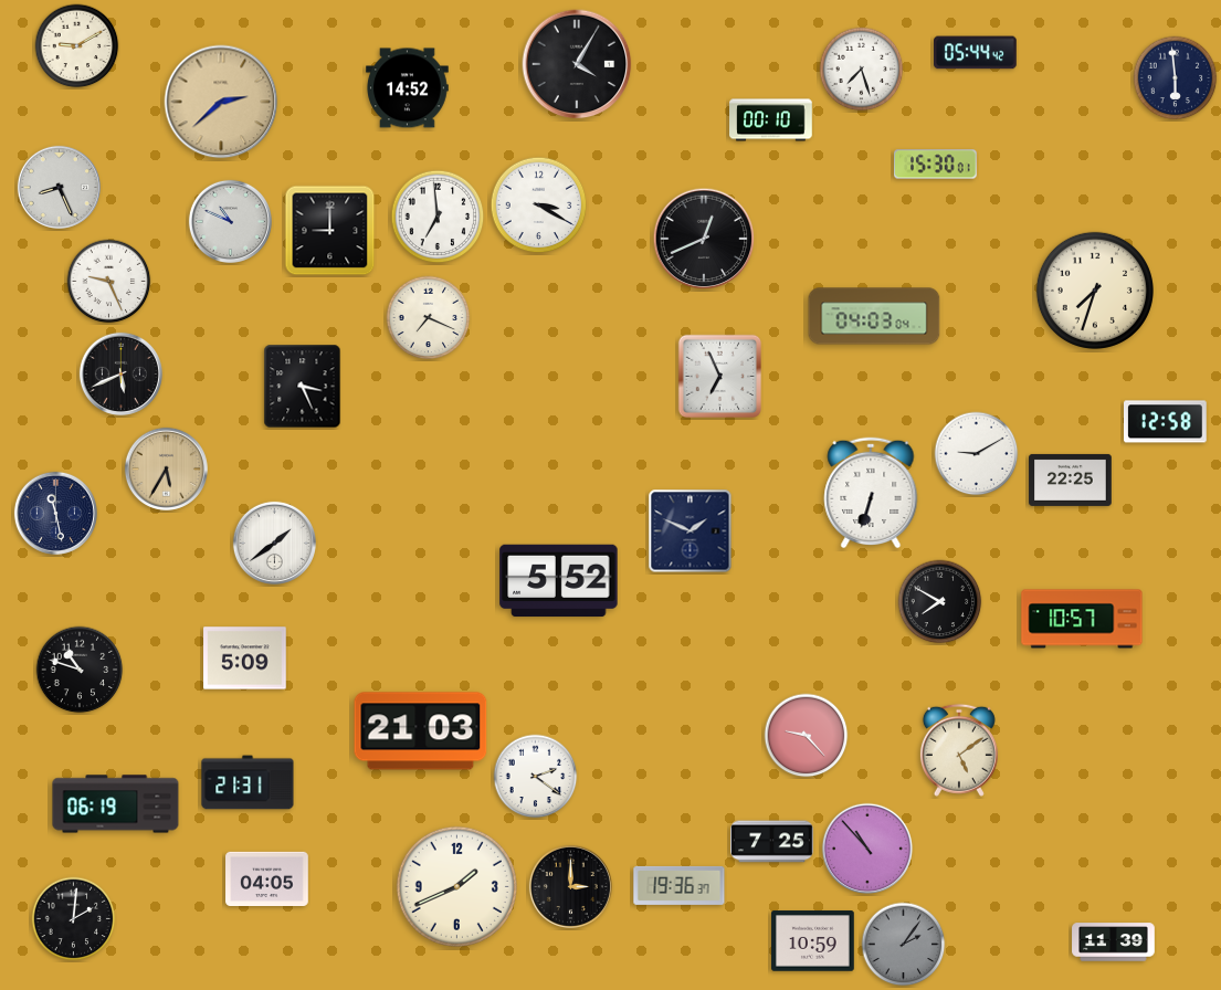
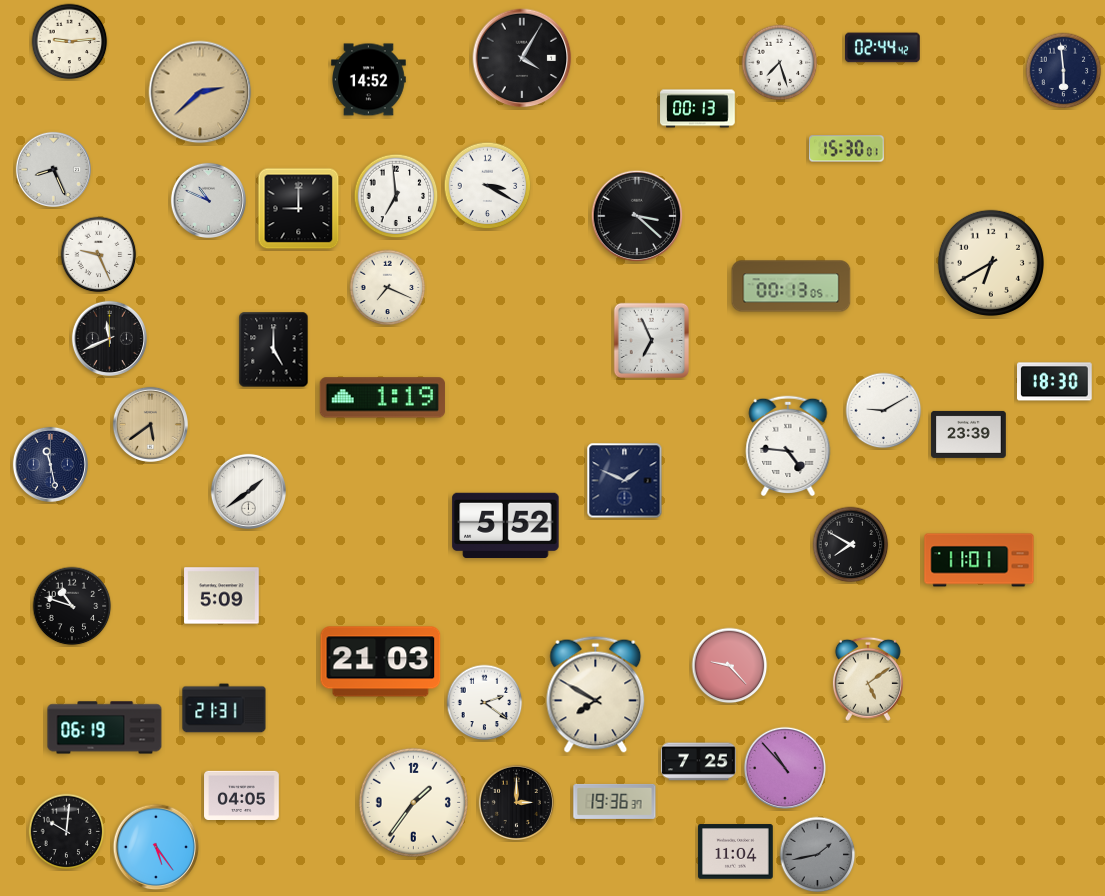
clock at (77, 46): 9:10 -> 9:14
clock at (976, 53): 05:44 -> 02:44
clock at (771, 120): 00:10 -> 00:13
clock at (704, 239): 12:41 -> 3:22
clock at (1095, 291): 7:33 -> 6:40
clock at (874, 316): 04:03 -> 00:13
clock at (120, 373): 5:41 -> 11:41
clock at (303, 387): 3:26 -> 5:00
clock at (1166, 422): 12:58 -> 18:30
clock at (382, 398): none -> 1:19
clock at (166, 468): 5:35 -> 5:39
clock at (1071, 480): 22:25 -> 23:39
clock at (871, 493): 6:33 -> 4:46
clock at (1082, 619): 10:57 -> 11:01
clock at (596, 694): none -> 7:50
clock at (456, 886): 1:41 -> 1:36
clock at (74, 919): 2:01 -> 10:01
clock at (156, 847): none -> 5:24
clock at (813, 941): 10:59 -> 11:04
clock at (1114, 942): 11:39 -> none
clock at (904, 945): 2:06 -> 1:43
